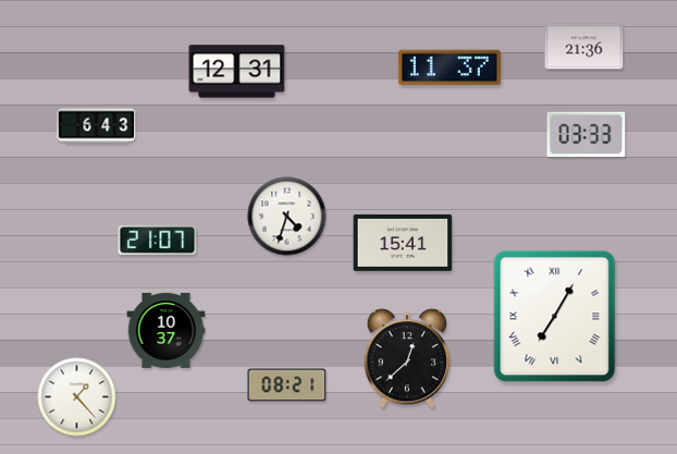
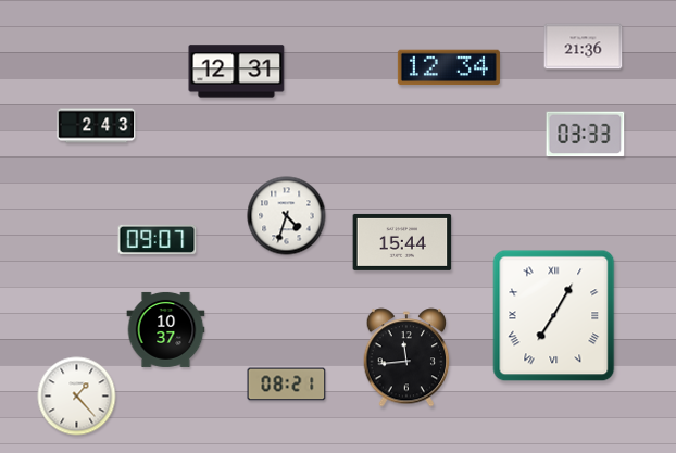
clock at (450, 68): 11:37 -> 12:34
clock at (97, 126): 6:43 -> 2:43
clock at (158, 240): 21:07 -> 09:07
clock at (403, 243): 15:41 -> 15:44
clock at (407, 358): 12:38 -> 11:44
